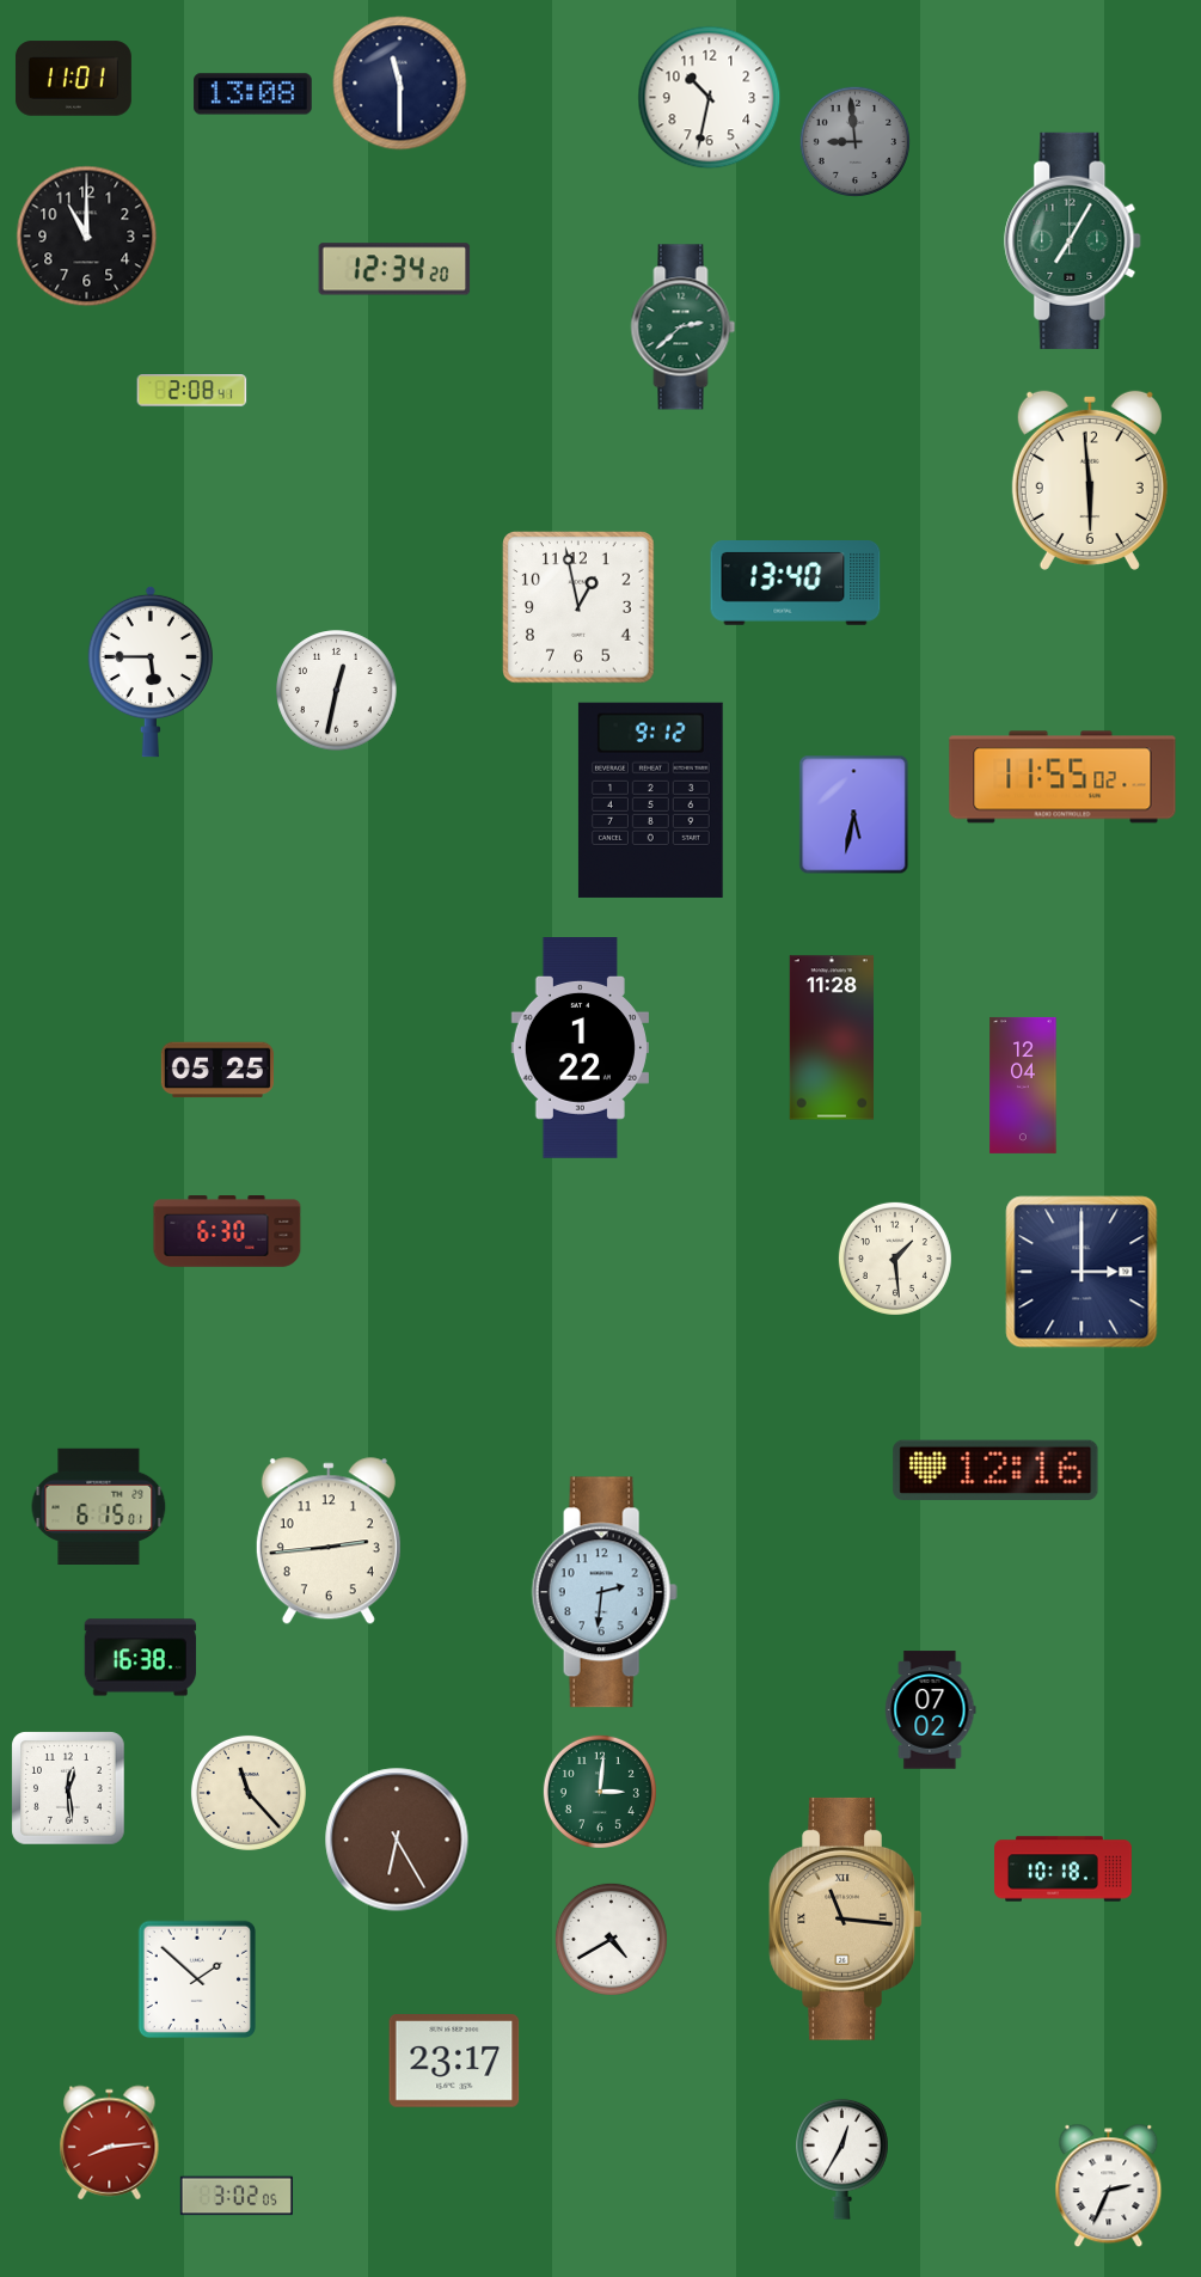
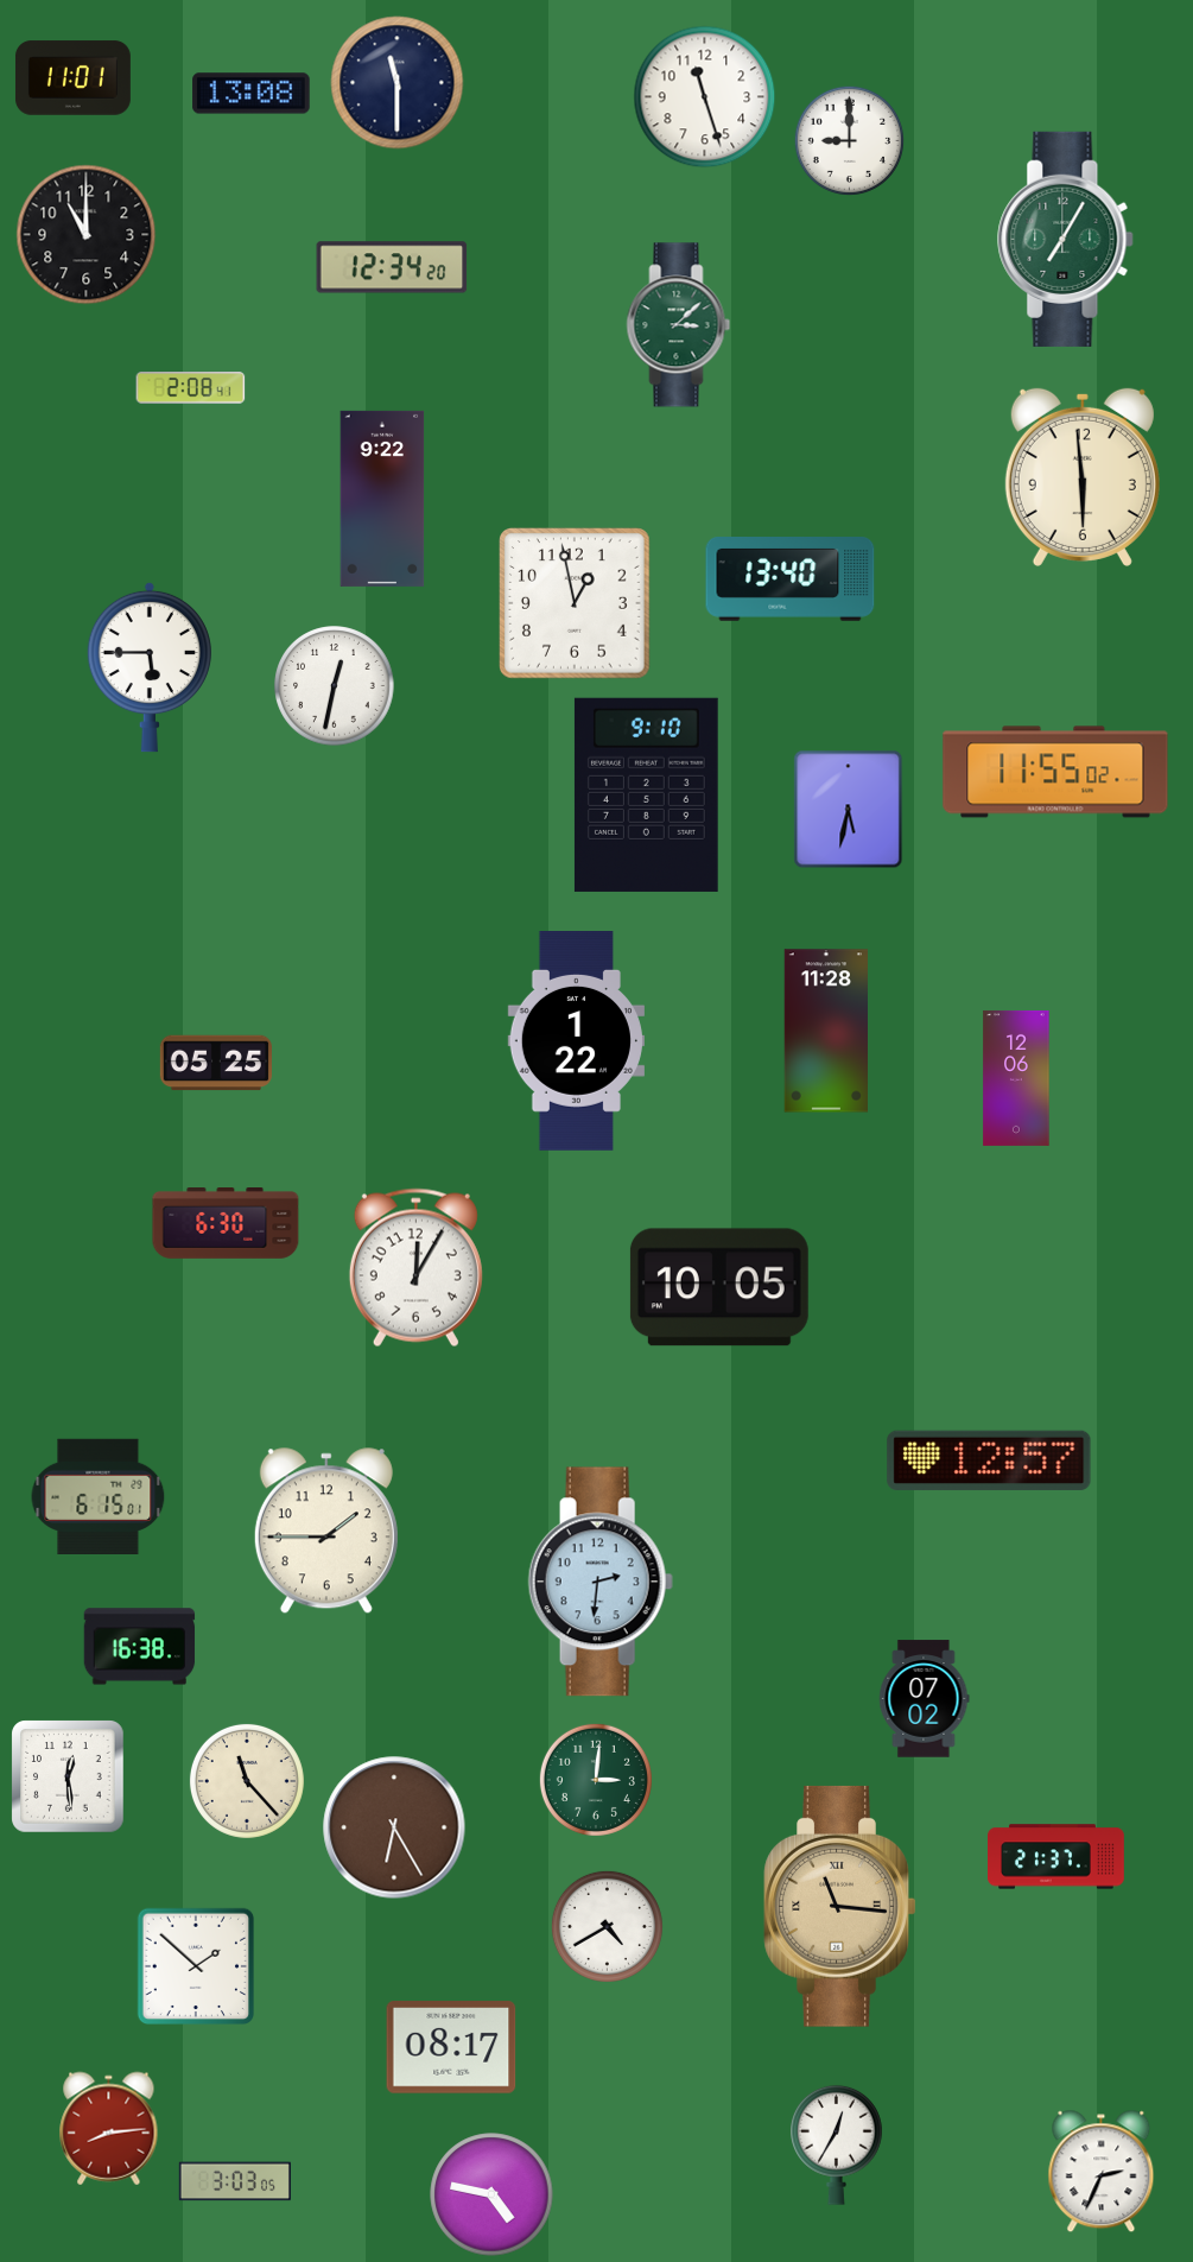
clock at (710, 98): 10:32 -> 11:27
clock at (854, 141): 8:59 -> 9:00
clock at (854, 141) dial: grey -> white
clock at (684, 328): 2:38 -> 3:08
clock at (382, 499): none -> 9:22
clock at (650, 800): 9:12 -> 9:10
clock at (1023, 1085): 12:04 -> 12:06
clock at (895, 1259): 1:29 -> none
clock at (1081, 1272): 3:00 -> none
clock at (415, 1268): none -> 12:05
clock at (719, 1287): none -> 10:05
clock at (995, 1470): 12:16 -> 12:57
clock at (329, 1542): 2:44 -> 1:45
clock at (1064, 1869): 10:18 -> 21:37
clock at (454, 2061): 23:17 -> 08:17
clock at (237, 2196): 3:02 -> 3:03
clock at (491, 2194): none -> 4:47
